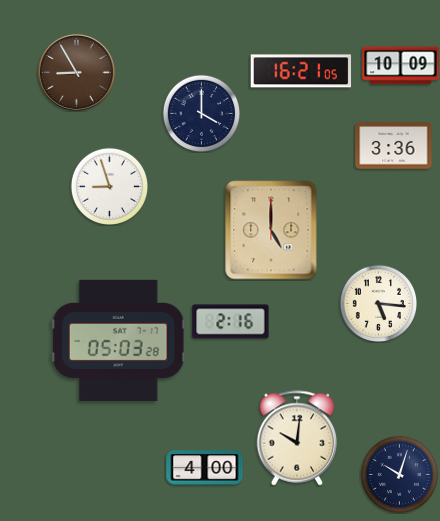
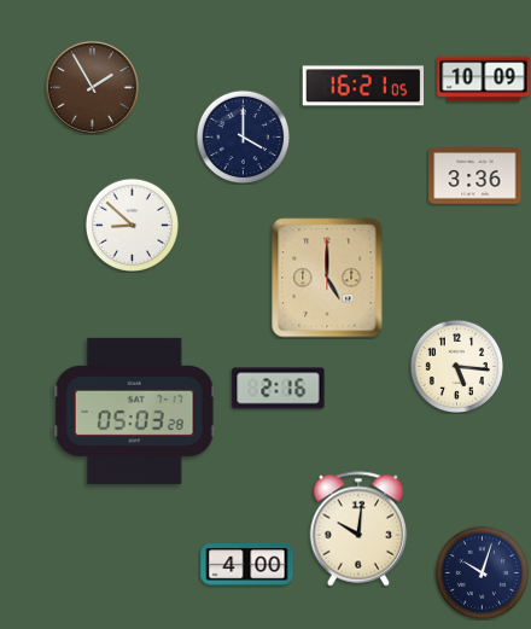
clock at (76, 72): 8:55 -> 1:55
clock at (109, 186): 8:57 -> 8:52
clock at (118, 340) position: (118, 340) -> (134, 410)
